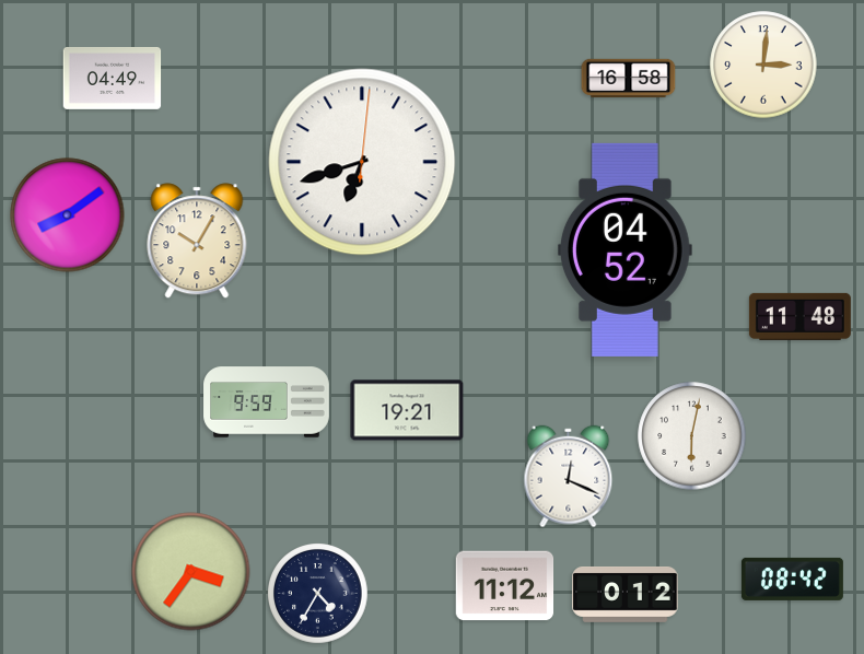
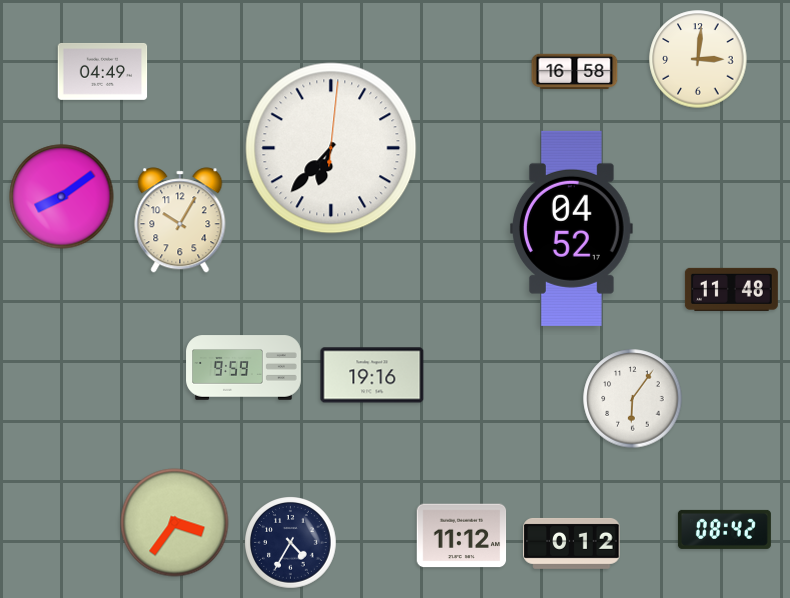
clock at (362, 162): 6:42 -> 6:37
clock at (407, 410): 19:21 -> 19:16
clock at (692, 436): 6:02 -> 6:06
clock at (569, 477): 12:19 -> none
